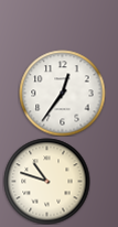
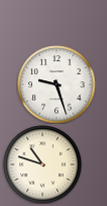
clock at (62, 93): 12:36 -> 9:27
